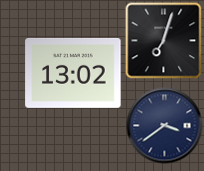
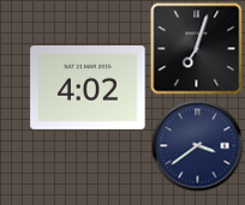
clock at (73, 73): 13:02 -> 4:02
clock at (165, 126) position: (165, 126) -> (198, 146)
